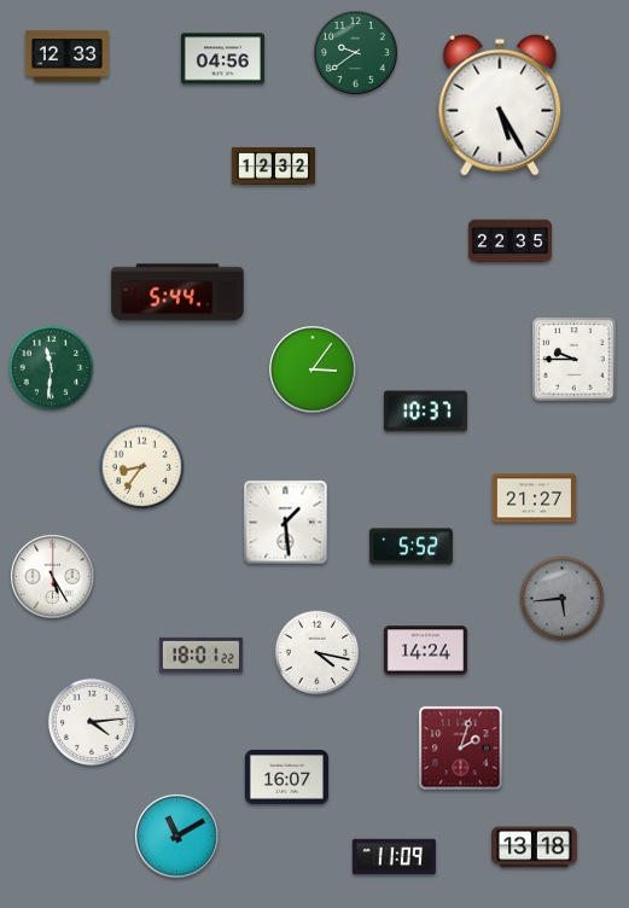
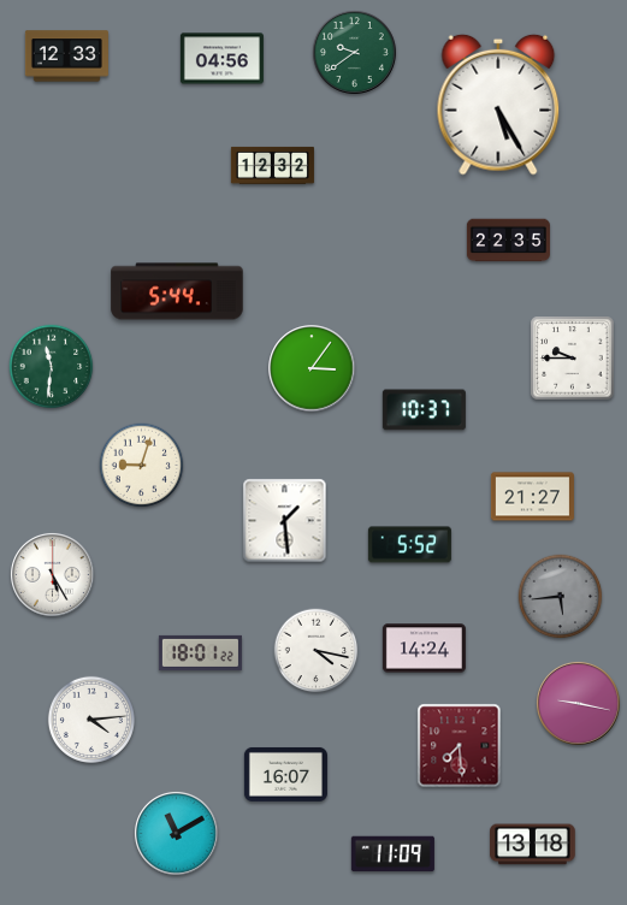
clock at (142, 467): 8:36 -> 9:03
clock at (579, 704): none -> 9:17
clock at (461, 749): 2:03 -> 7:29
